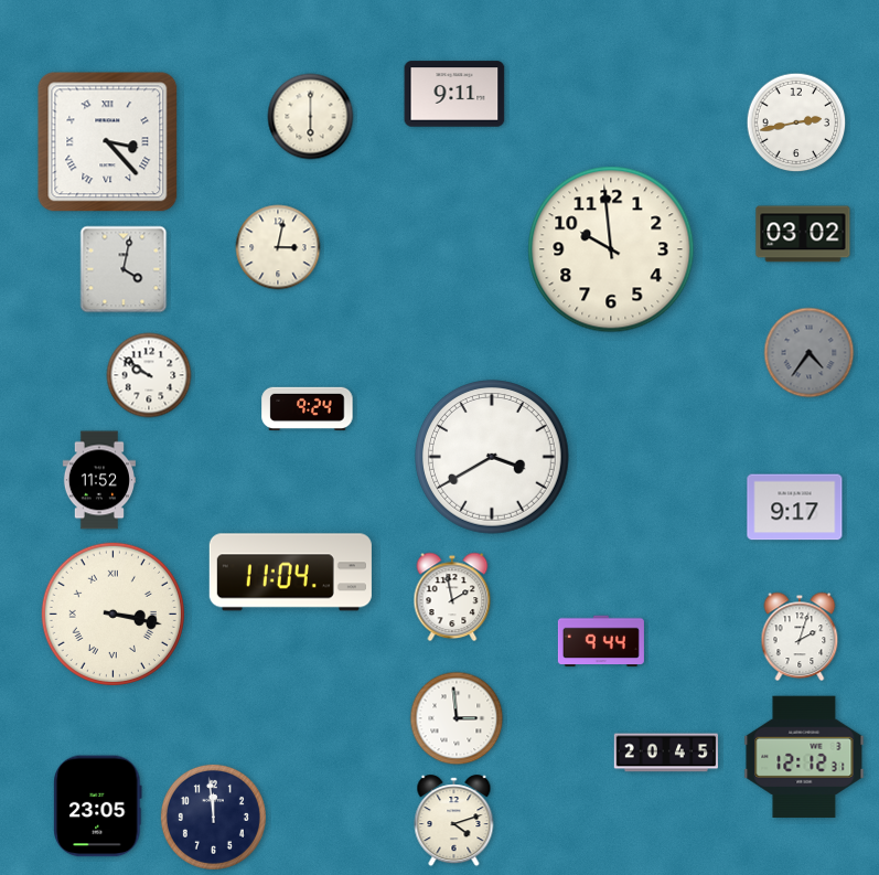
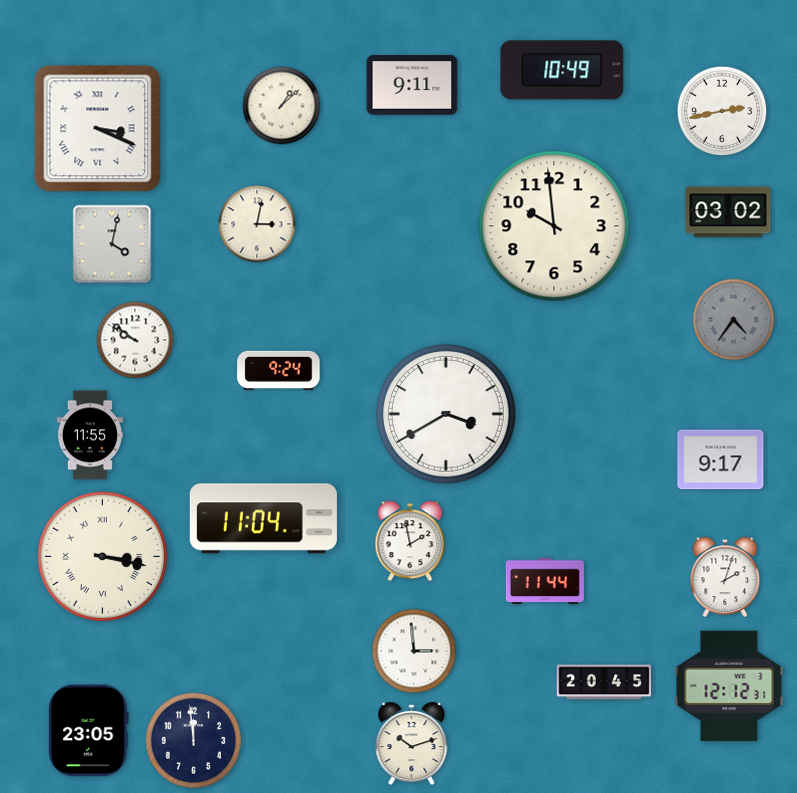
clock at (562, 70): none -> 10:49
clock at (311, 117): 6:00 -> 1:08
clock at (108, 142): 3:23 -> 3:19
clock at (278, 247) position: (278, 247) -> (257, 224)
clock at (99, 480): 11:52 -> 11:55
clock at (601, 641): 9:44 -> 11:44
clock at (454, 821): 4:12 -> 10:12
